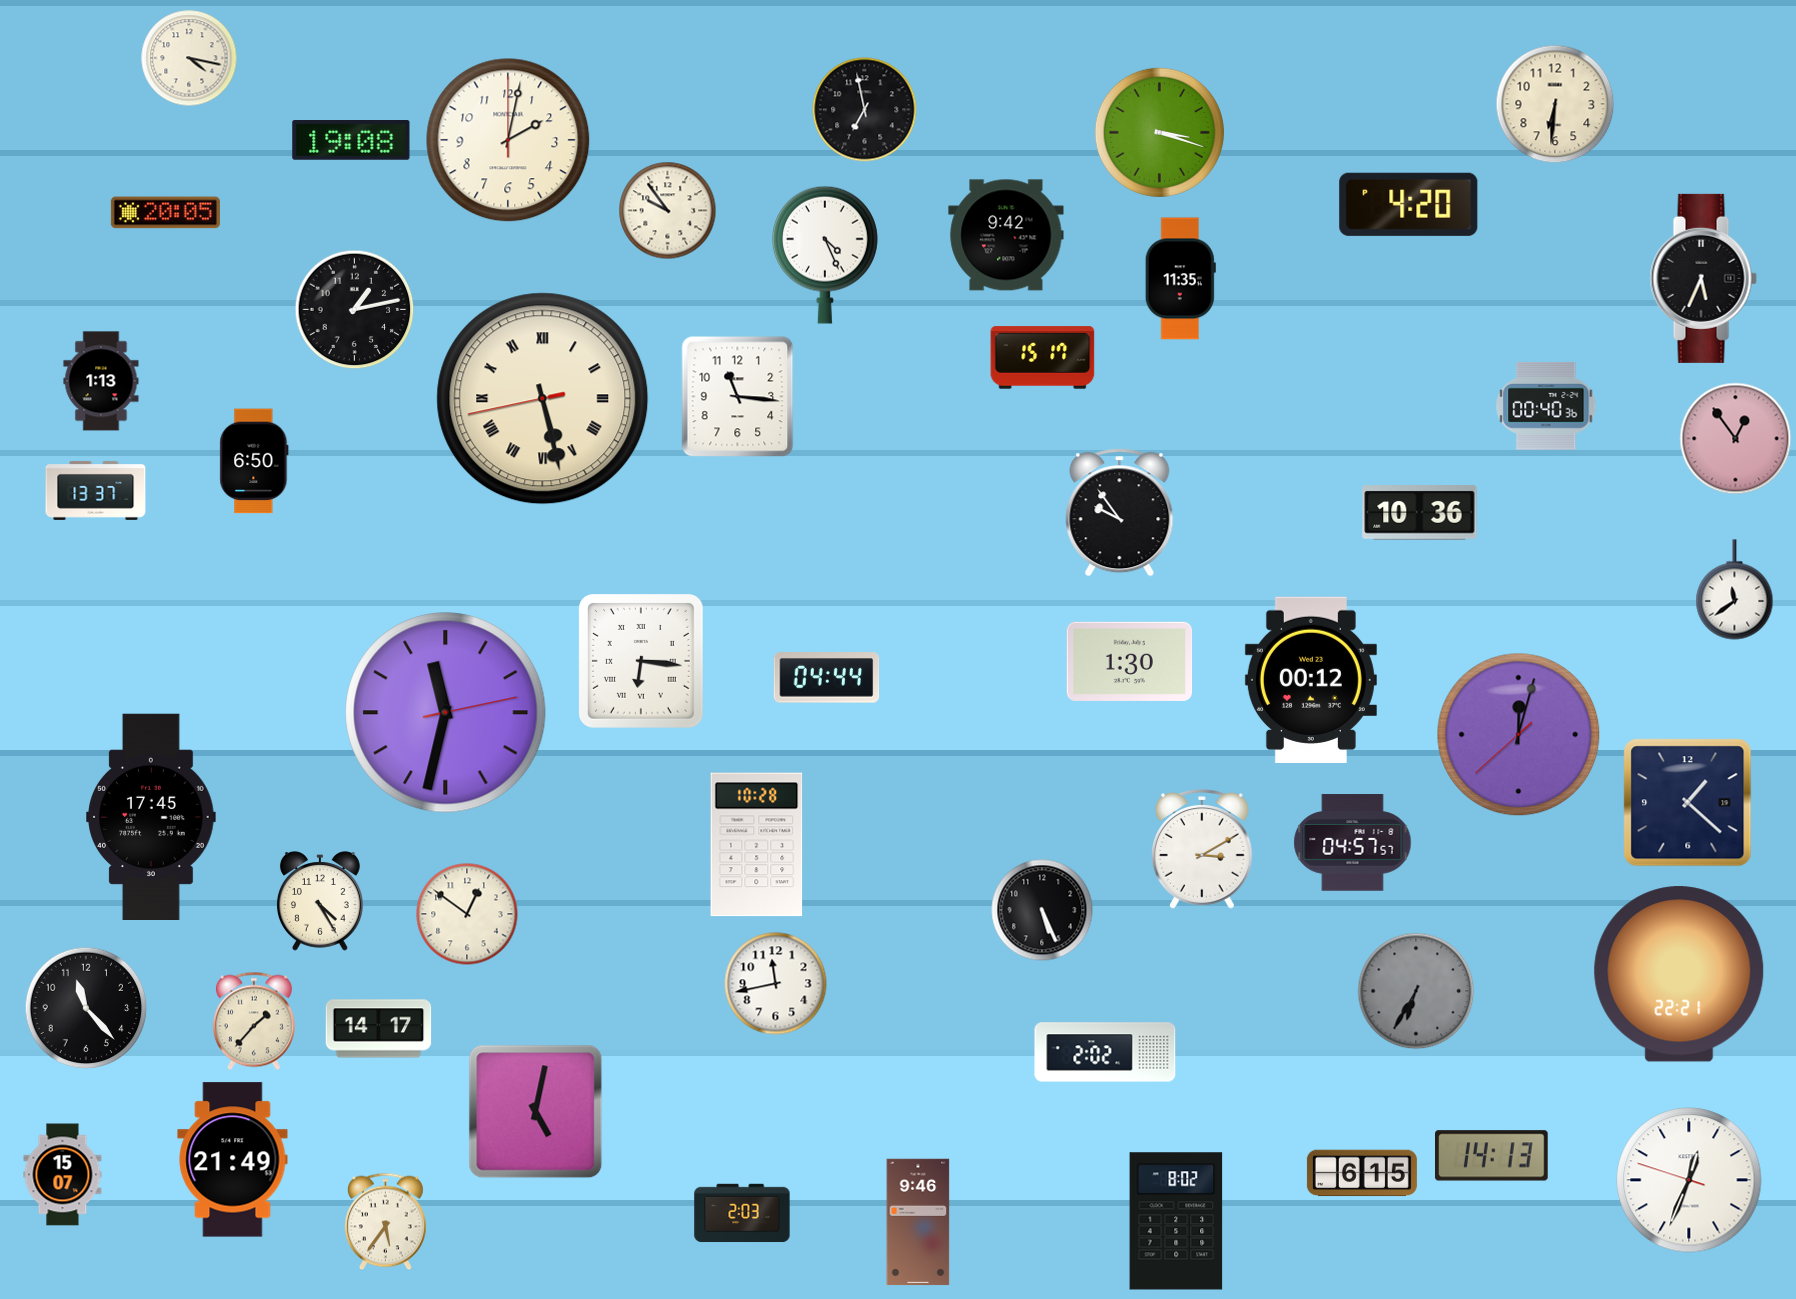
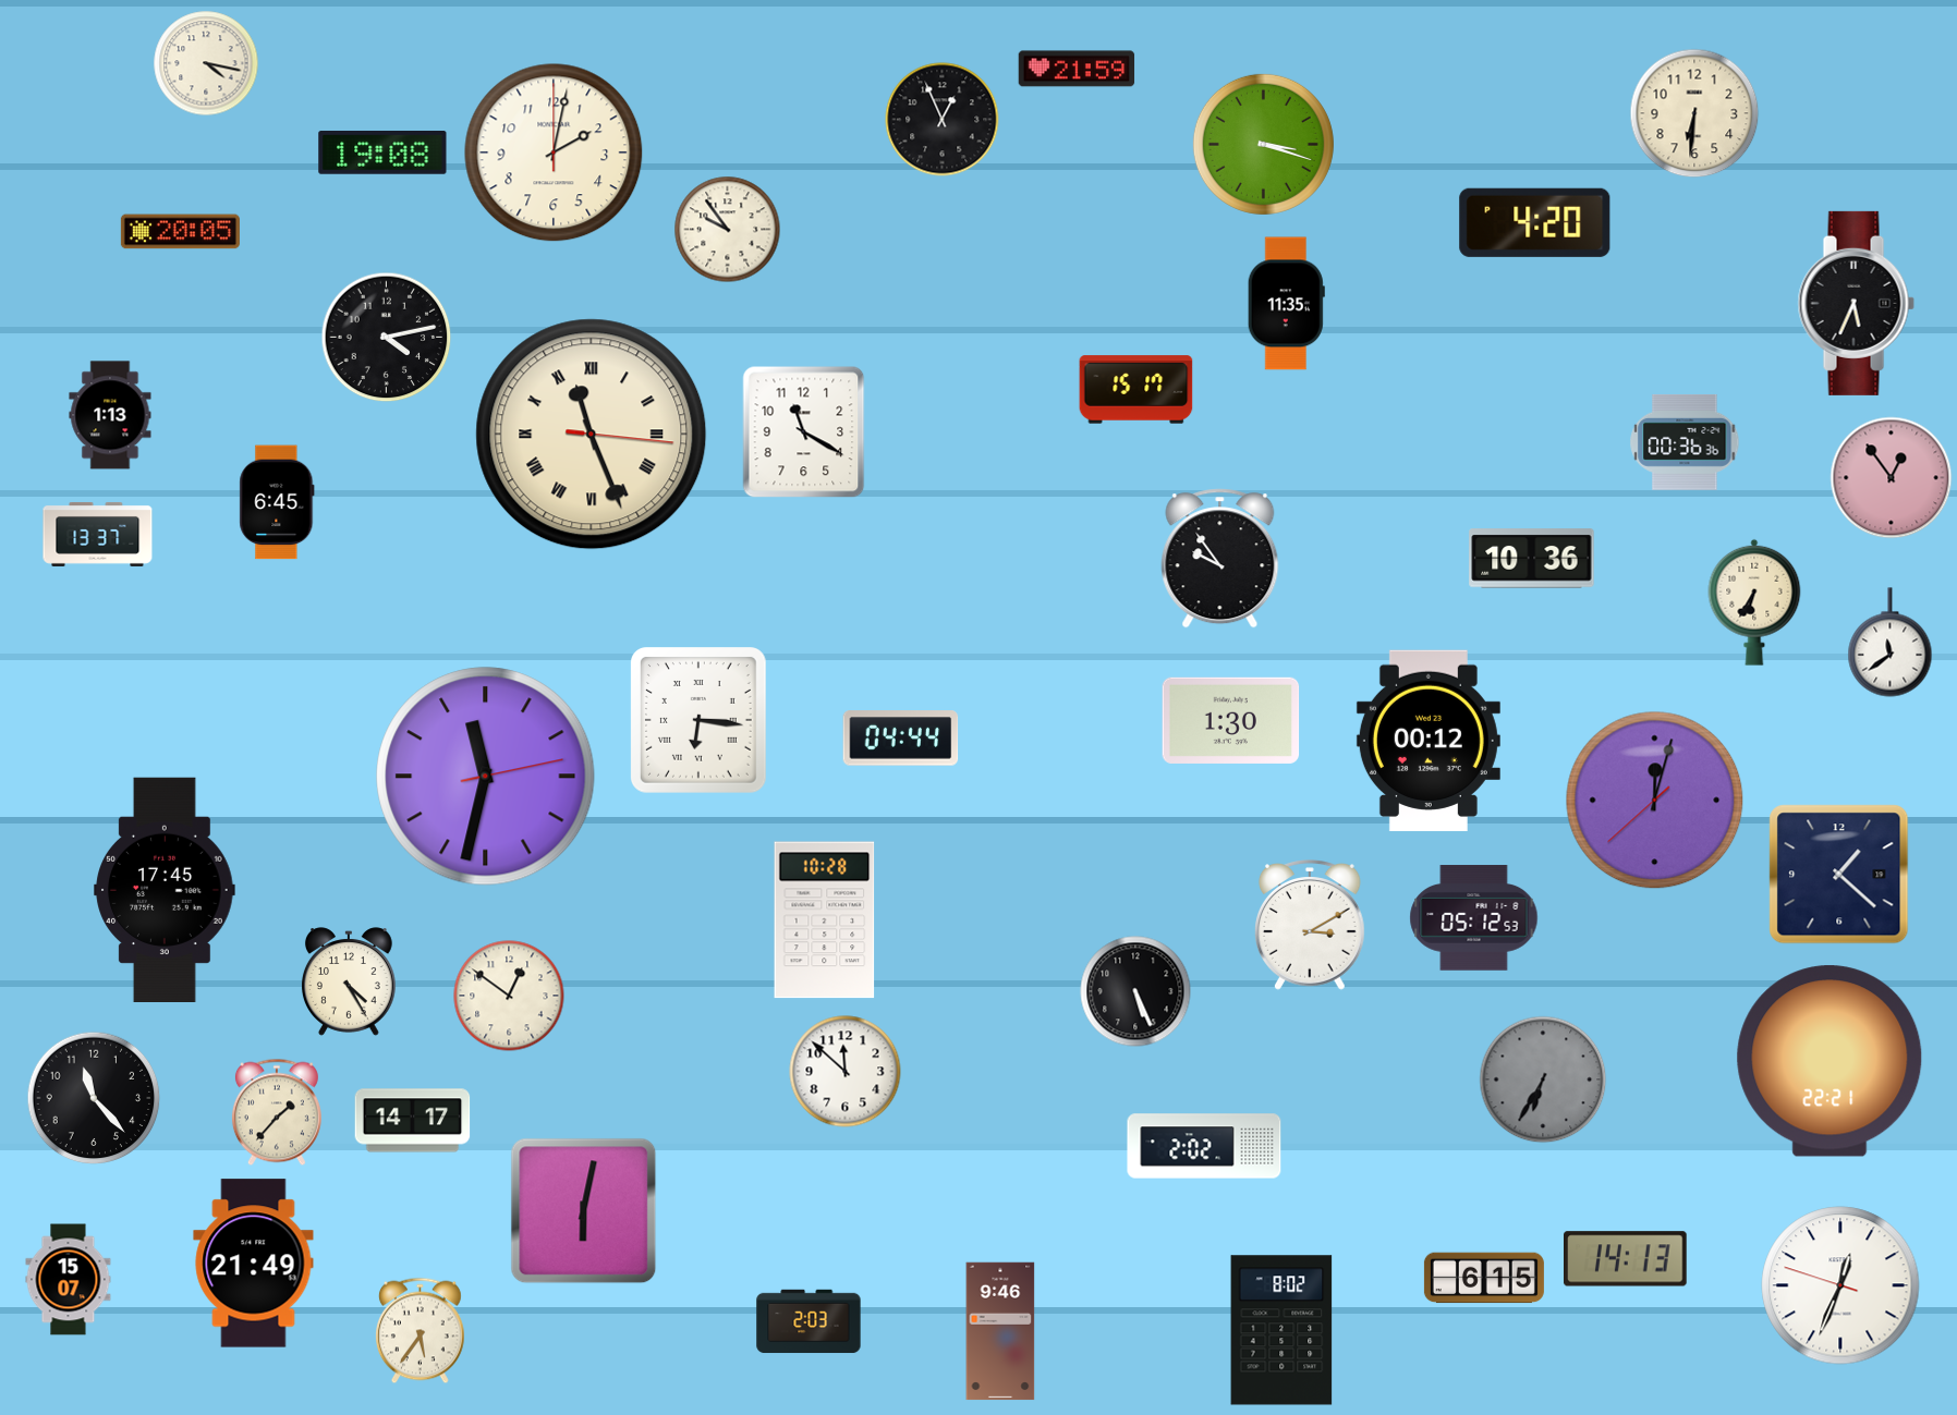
clock at (1077, 69): none -> 21:59
clock at (865, 110): 6:58 -> 12:56
clock at (1006, 235): 9:42 -> none
clock at (825, 255): 4:26 -> none
clock at (355, 310): 1:13 -> 4:13
clock at (738, 397): 11:16 -> 11:20
clock at (543, 399): 5:27 -> 11:26
clock at (1546, 406): 00:40 -> 00:36
clock at (254, 461): 6:50 -> 6:45
clock at (96, 490) position: (96, 490) -> (98, 534)
clock at (1420, 513) position: (1420, 513) -> (1532, 559)
clock at (1754, 602): none -> 6:35
clock at (1353, 843): 04:57 -> 05:12
clock at (776, 984): 11:43 -> 11:52
clock at (536, 1112): 5:02 -> 6:02
